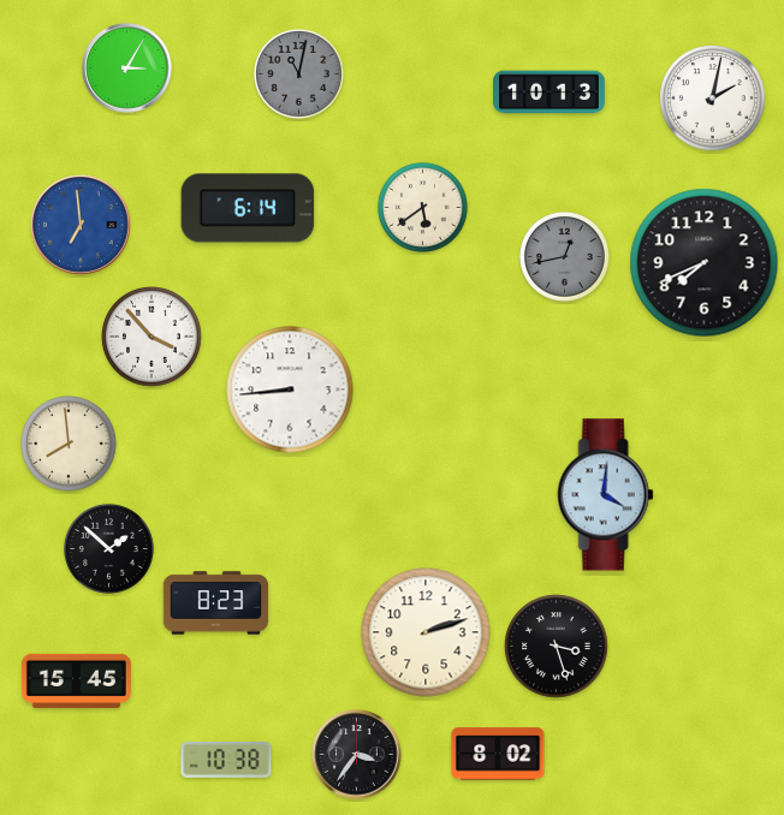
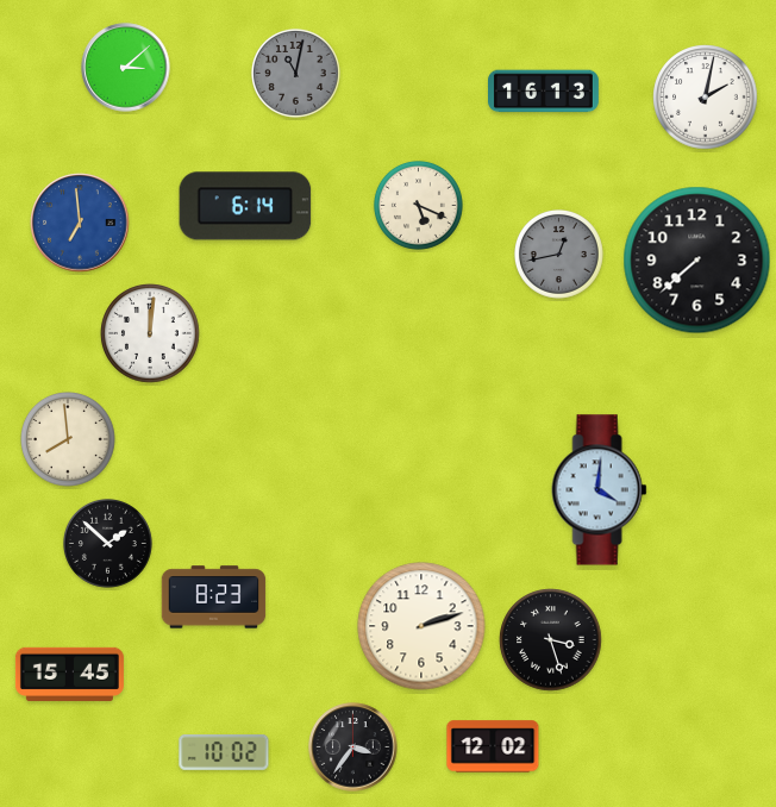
clock at (127, 69): 3:05 -> 3:08
clock at (550, 93): 10:13 -> 16:13
clock at (422, 207): 5:39 -> 5:19
clock at (705, 263): 7:41 -> 7:38
clock at (152, 337): 3:53 -> 12:01
clock at (290, 389): 8:44 -> none
clock at (76, 680) position: (76, 680) -> (69, 674)
clock at (498, 754): 8:02 -> 12:02
clock at (226, 760): 10:38 -> 10:02
